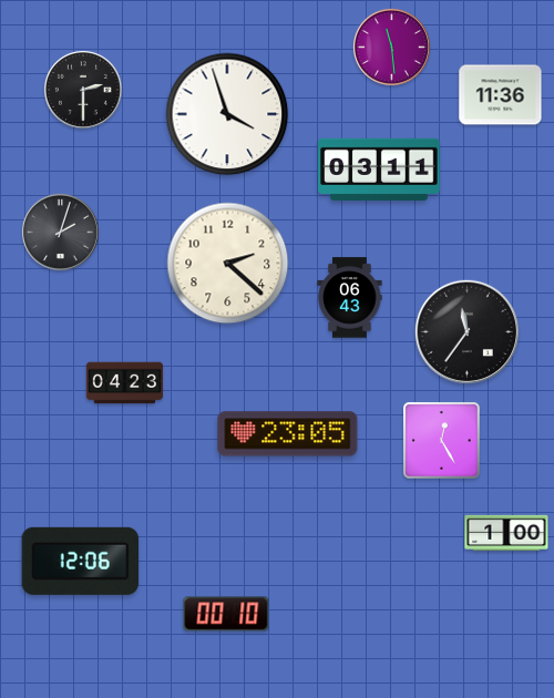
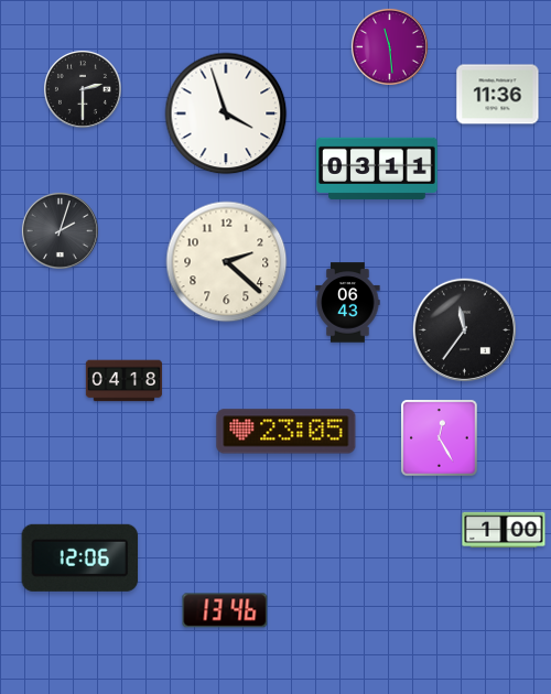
clock at (350, 298) position: (350, 298) -> (348, 303)
clock at (124, 383): 04:23 -> 04:18
clock at (226, 614): 00:10 -> 13:46
